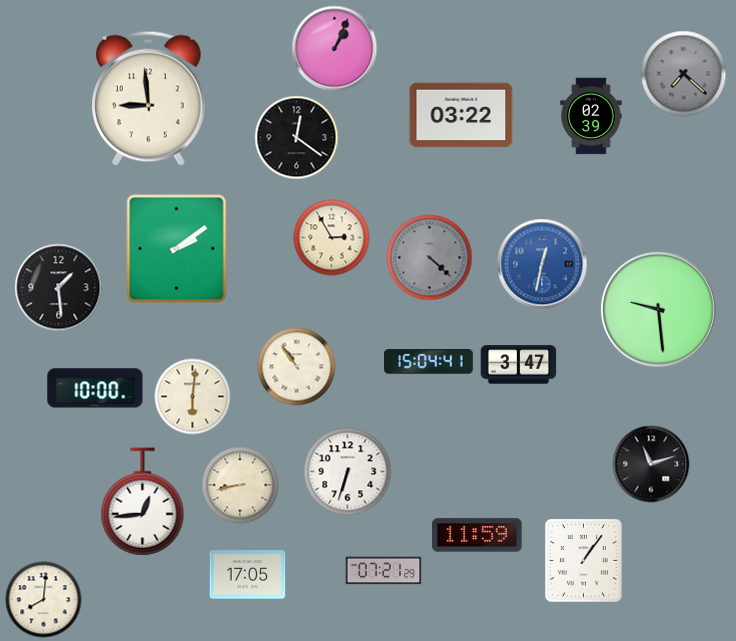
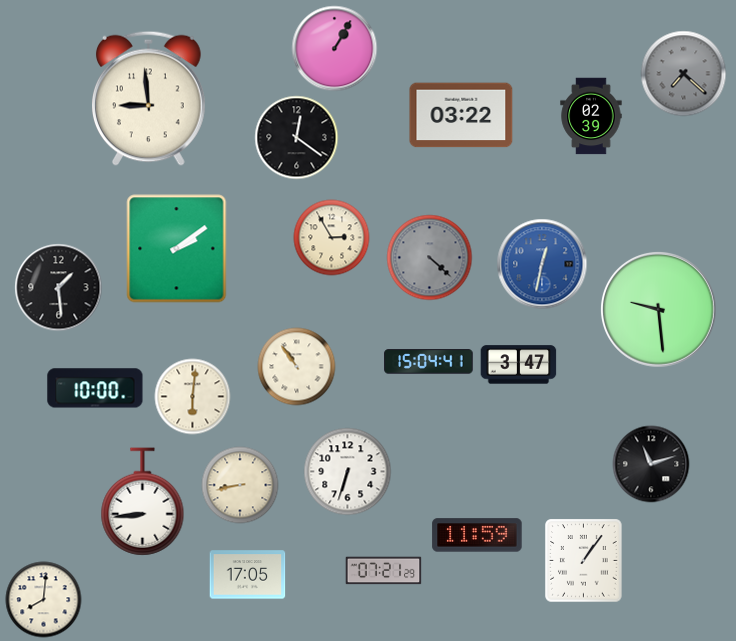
clock at (335, 49): 1:04 -> 1:05
clock at (143, 502): 12:44 -> 8:44
